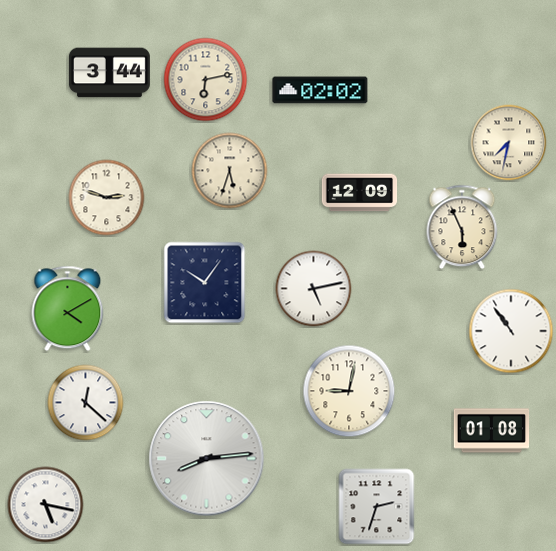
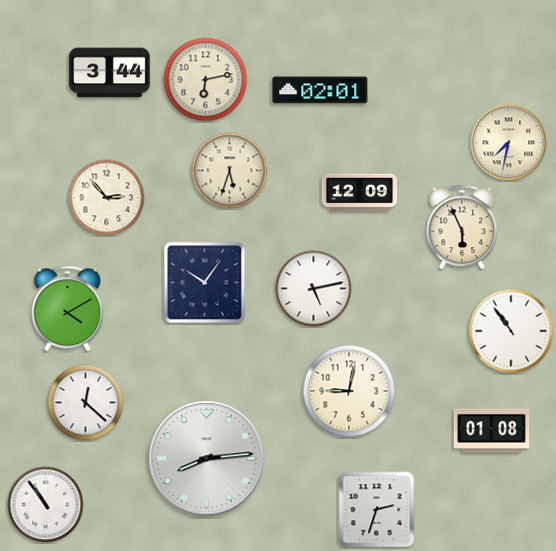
clock at (320, 90): 02:02 -> 02:01
clock at (107, 198): 2:48 -> 2:53
clock at (46, 505): 5:17 -> 10:54
clock at (377, 507) position: (377, 507) -> (377, 510)
